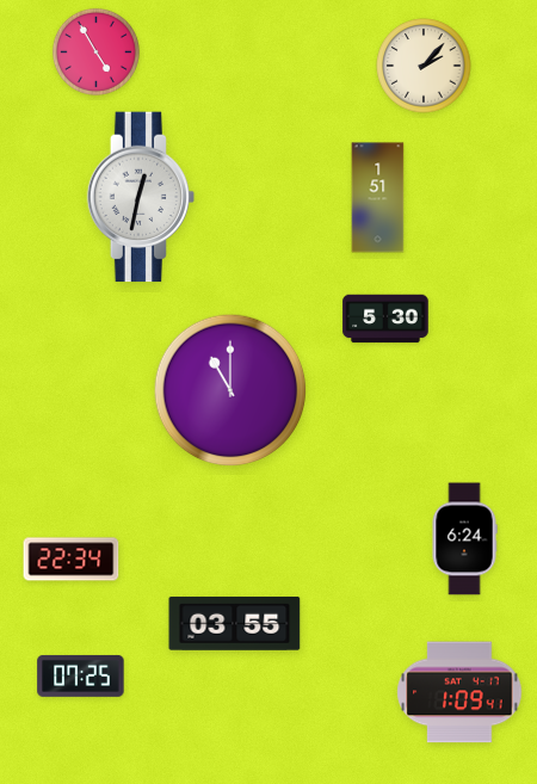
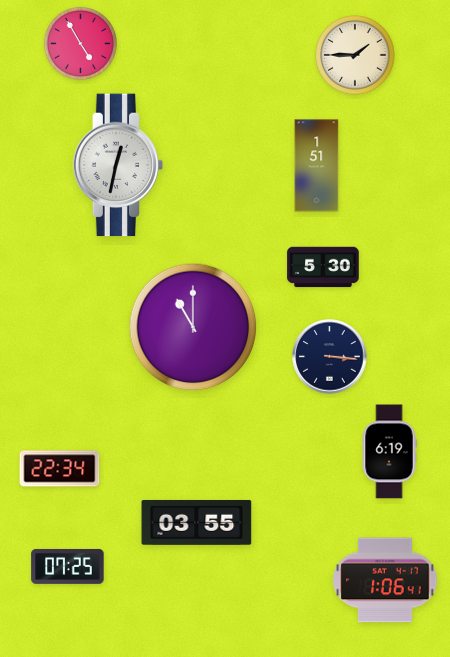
clock at (424, 66): 2:07 -> 1:45
clock at (330, 357): none -> 3:16
clock at (464, 539): 6:24 -> 6:19
clock at (459, 692): 1:09 -> 1:06
